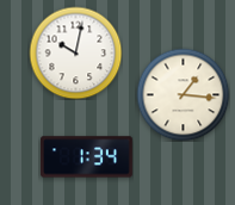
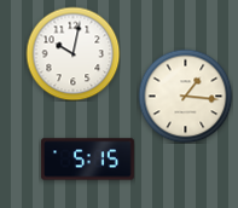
clock at (75, 52) position: (75, 52) -> (72, 53)
clock at (87, 157): 1:34 -> 5:15
